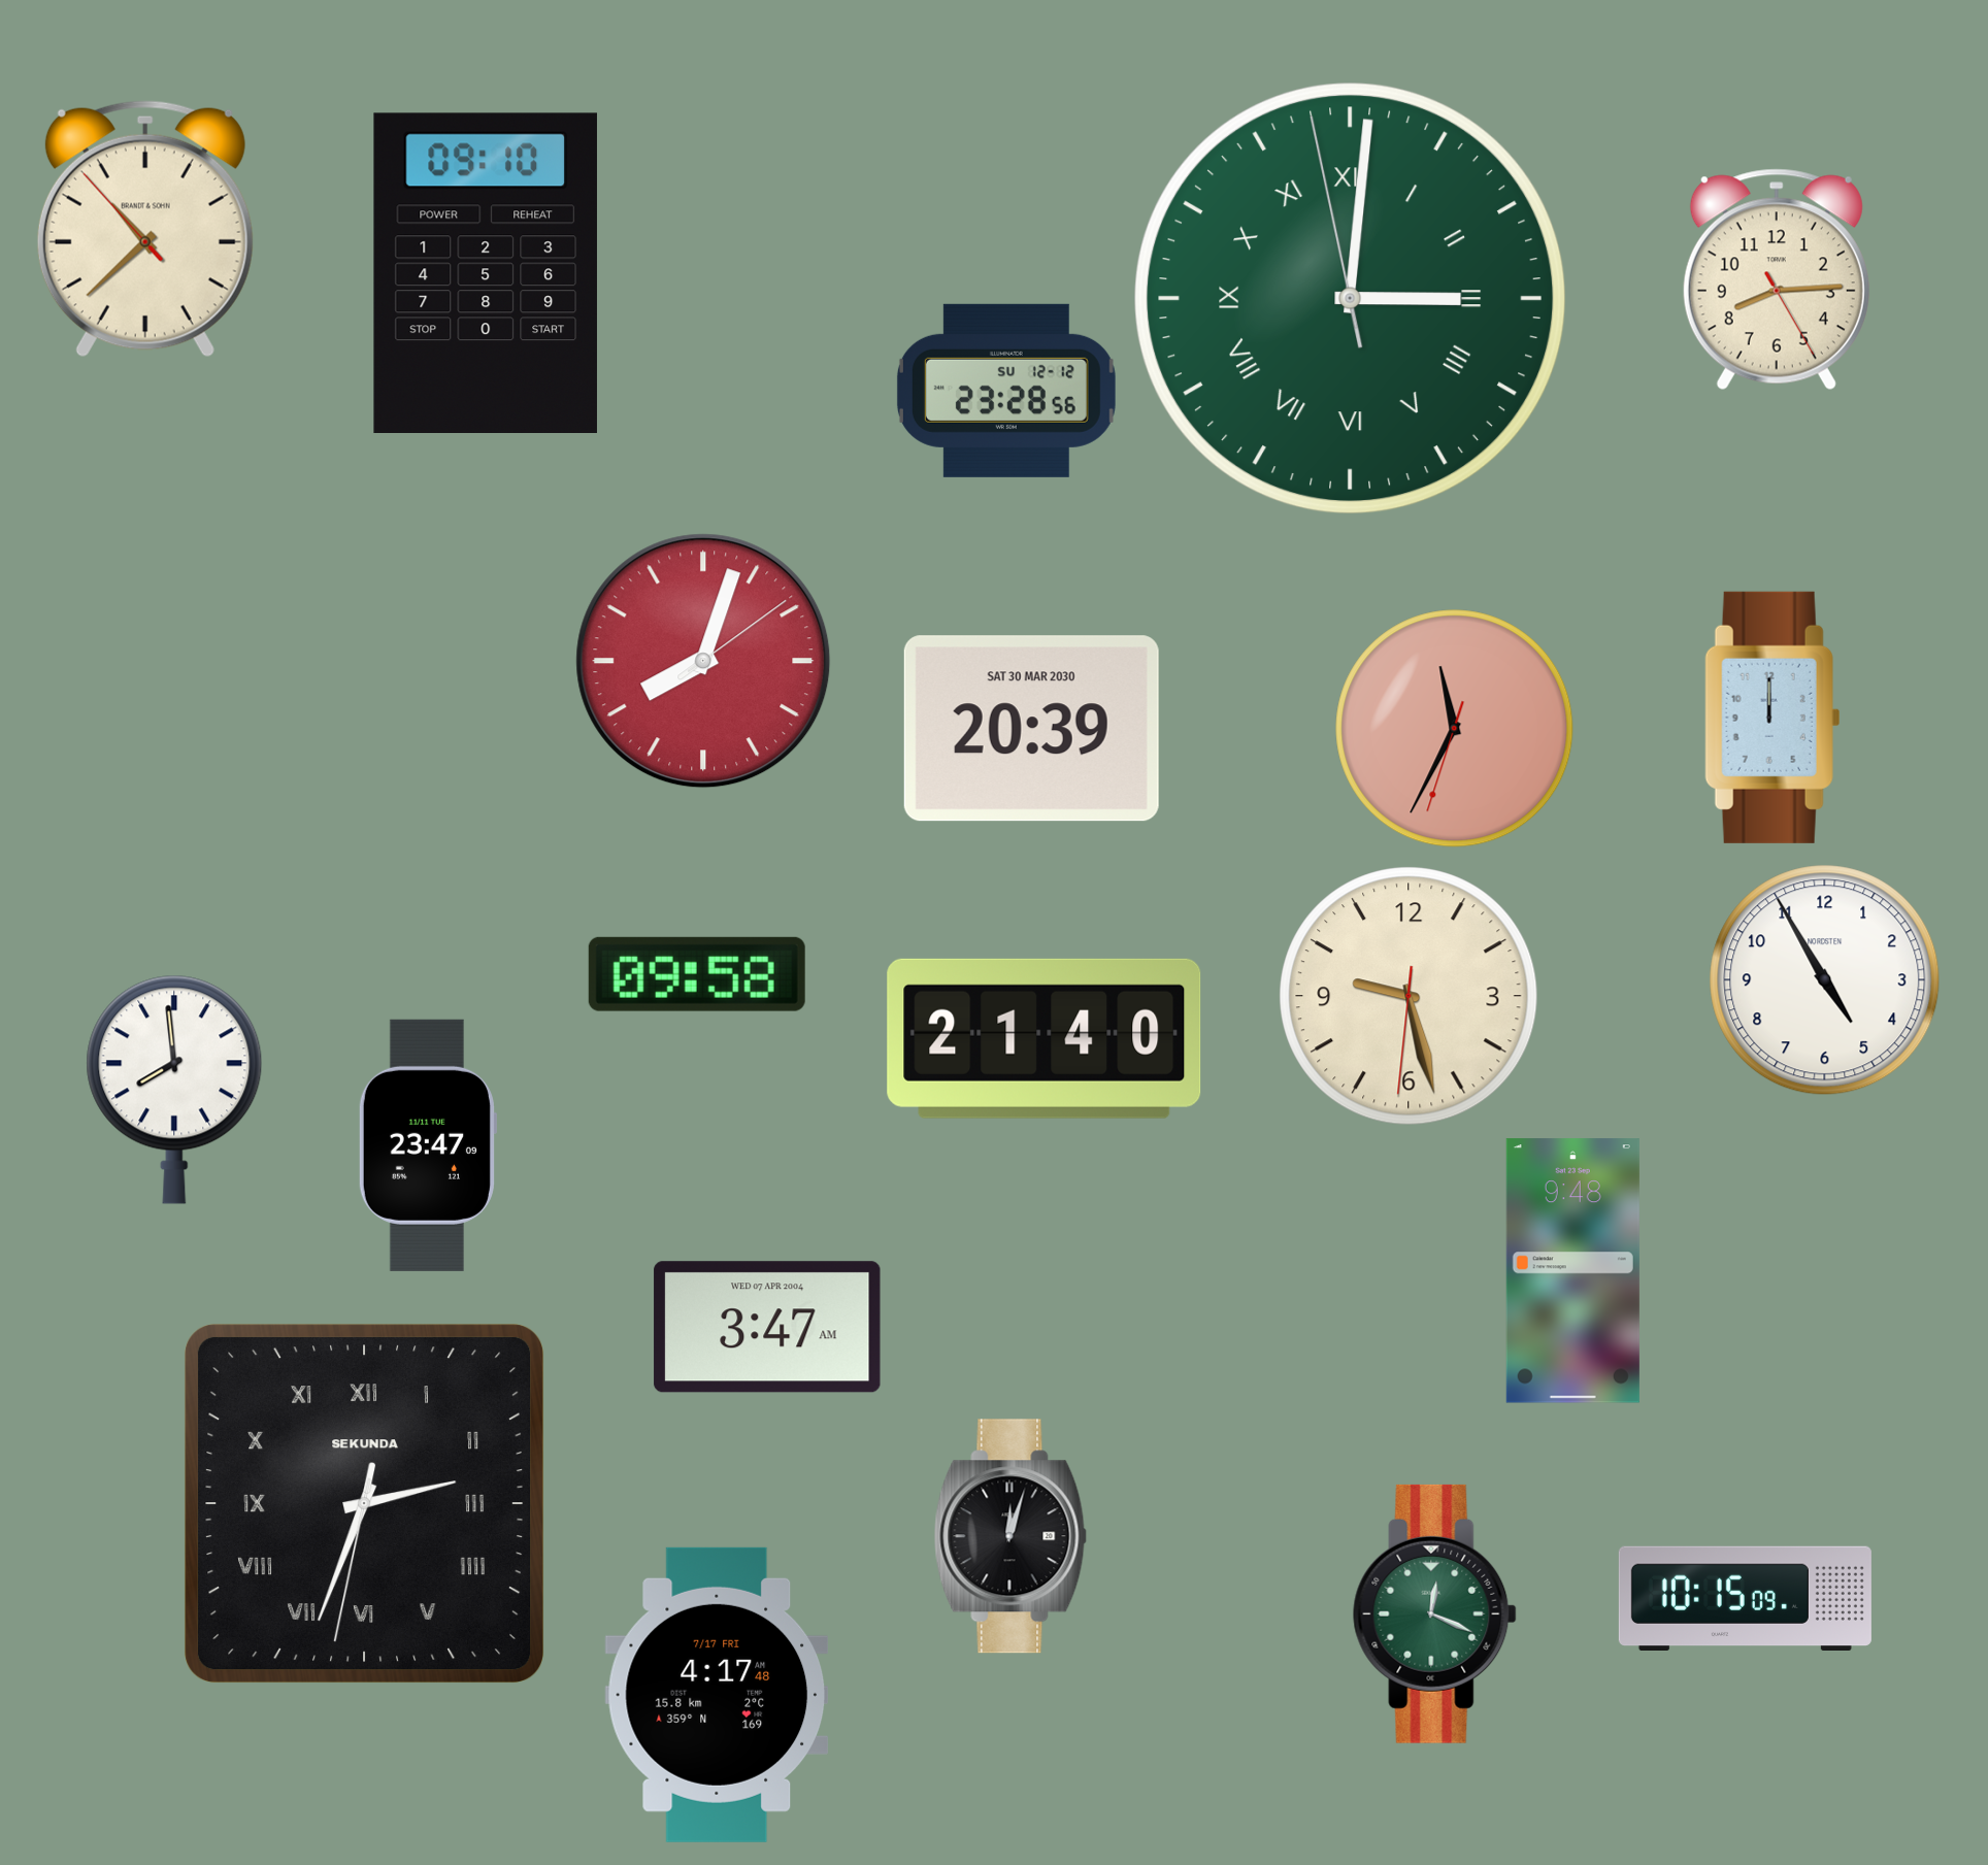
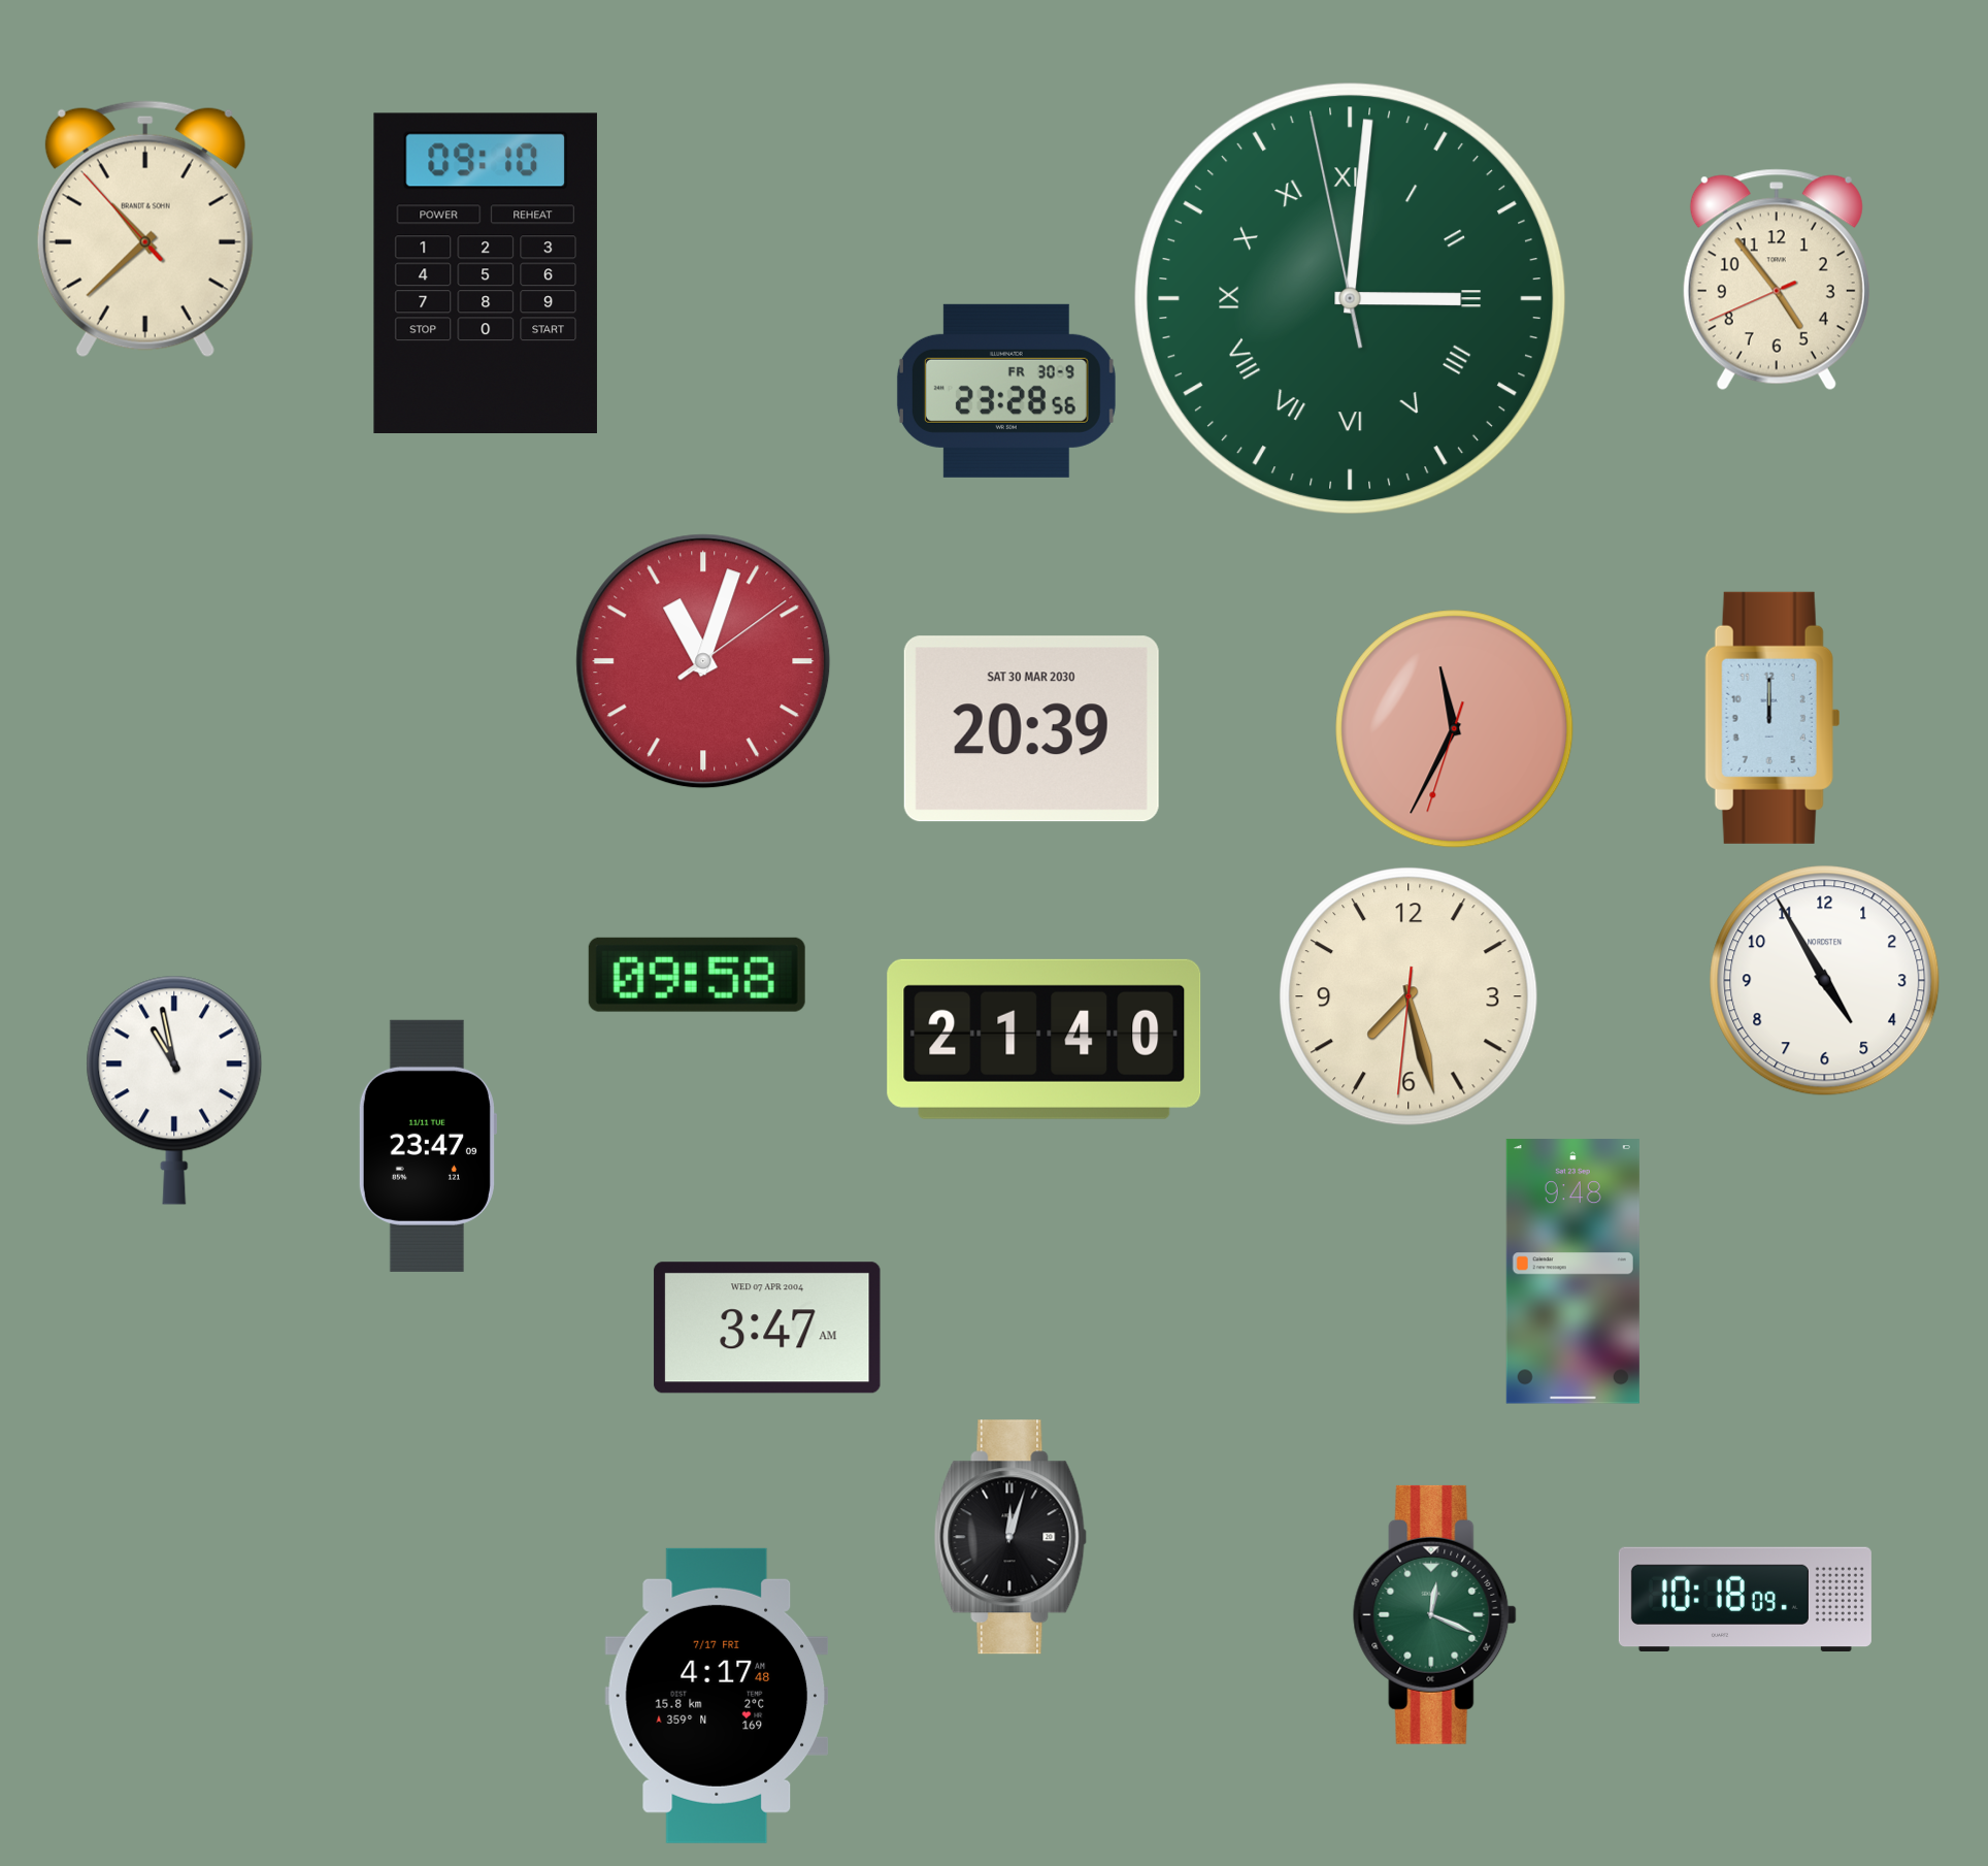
clock at (1777, 279): 8:14 -> 4:53
clock at (1006, 391) date: SU 12-12 -> FR 30-9
clock at (703, 661): 8:03 -> 11:03
clock at (1409, 996): 9:27 -> 7:27
clock at (174, 1090): 7:59 -> 10:58
clock at (365, 1504): 2:33 -> none
clock at (1745, 1599): 10:15 -> 10:18
